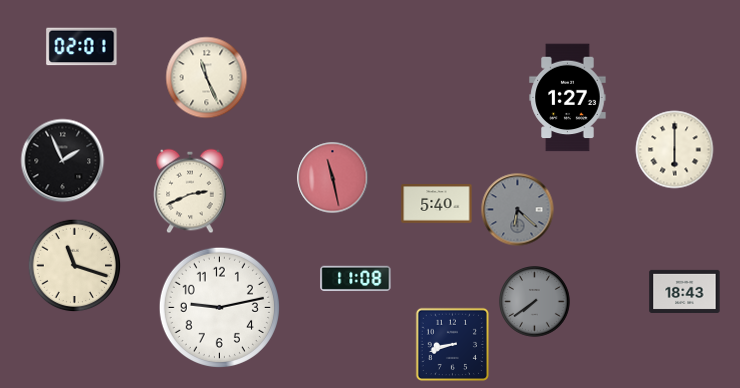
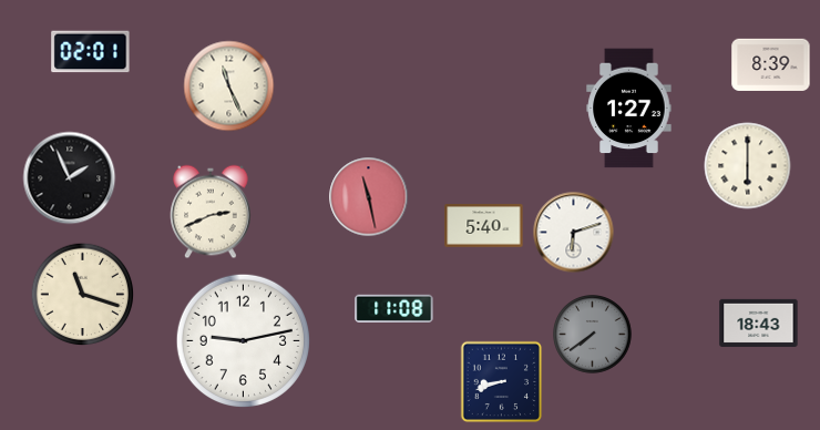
clock at (771, 64): none -> 8:39
clock at (518, 210): 6:22 -> 6:12
clock at (518, 210) dial: grey -> white
